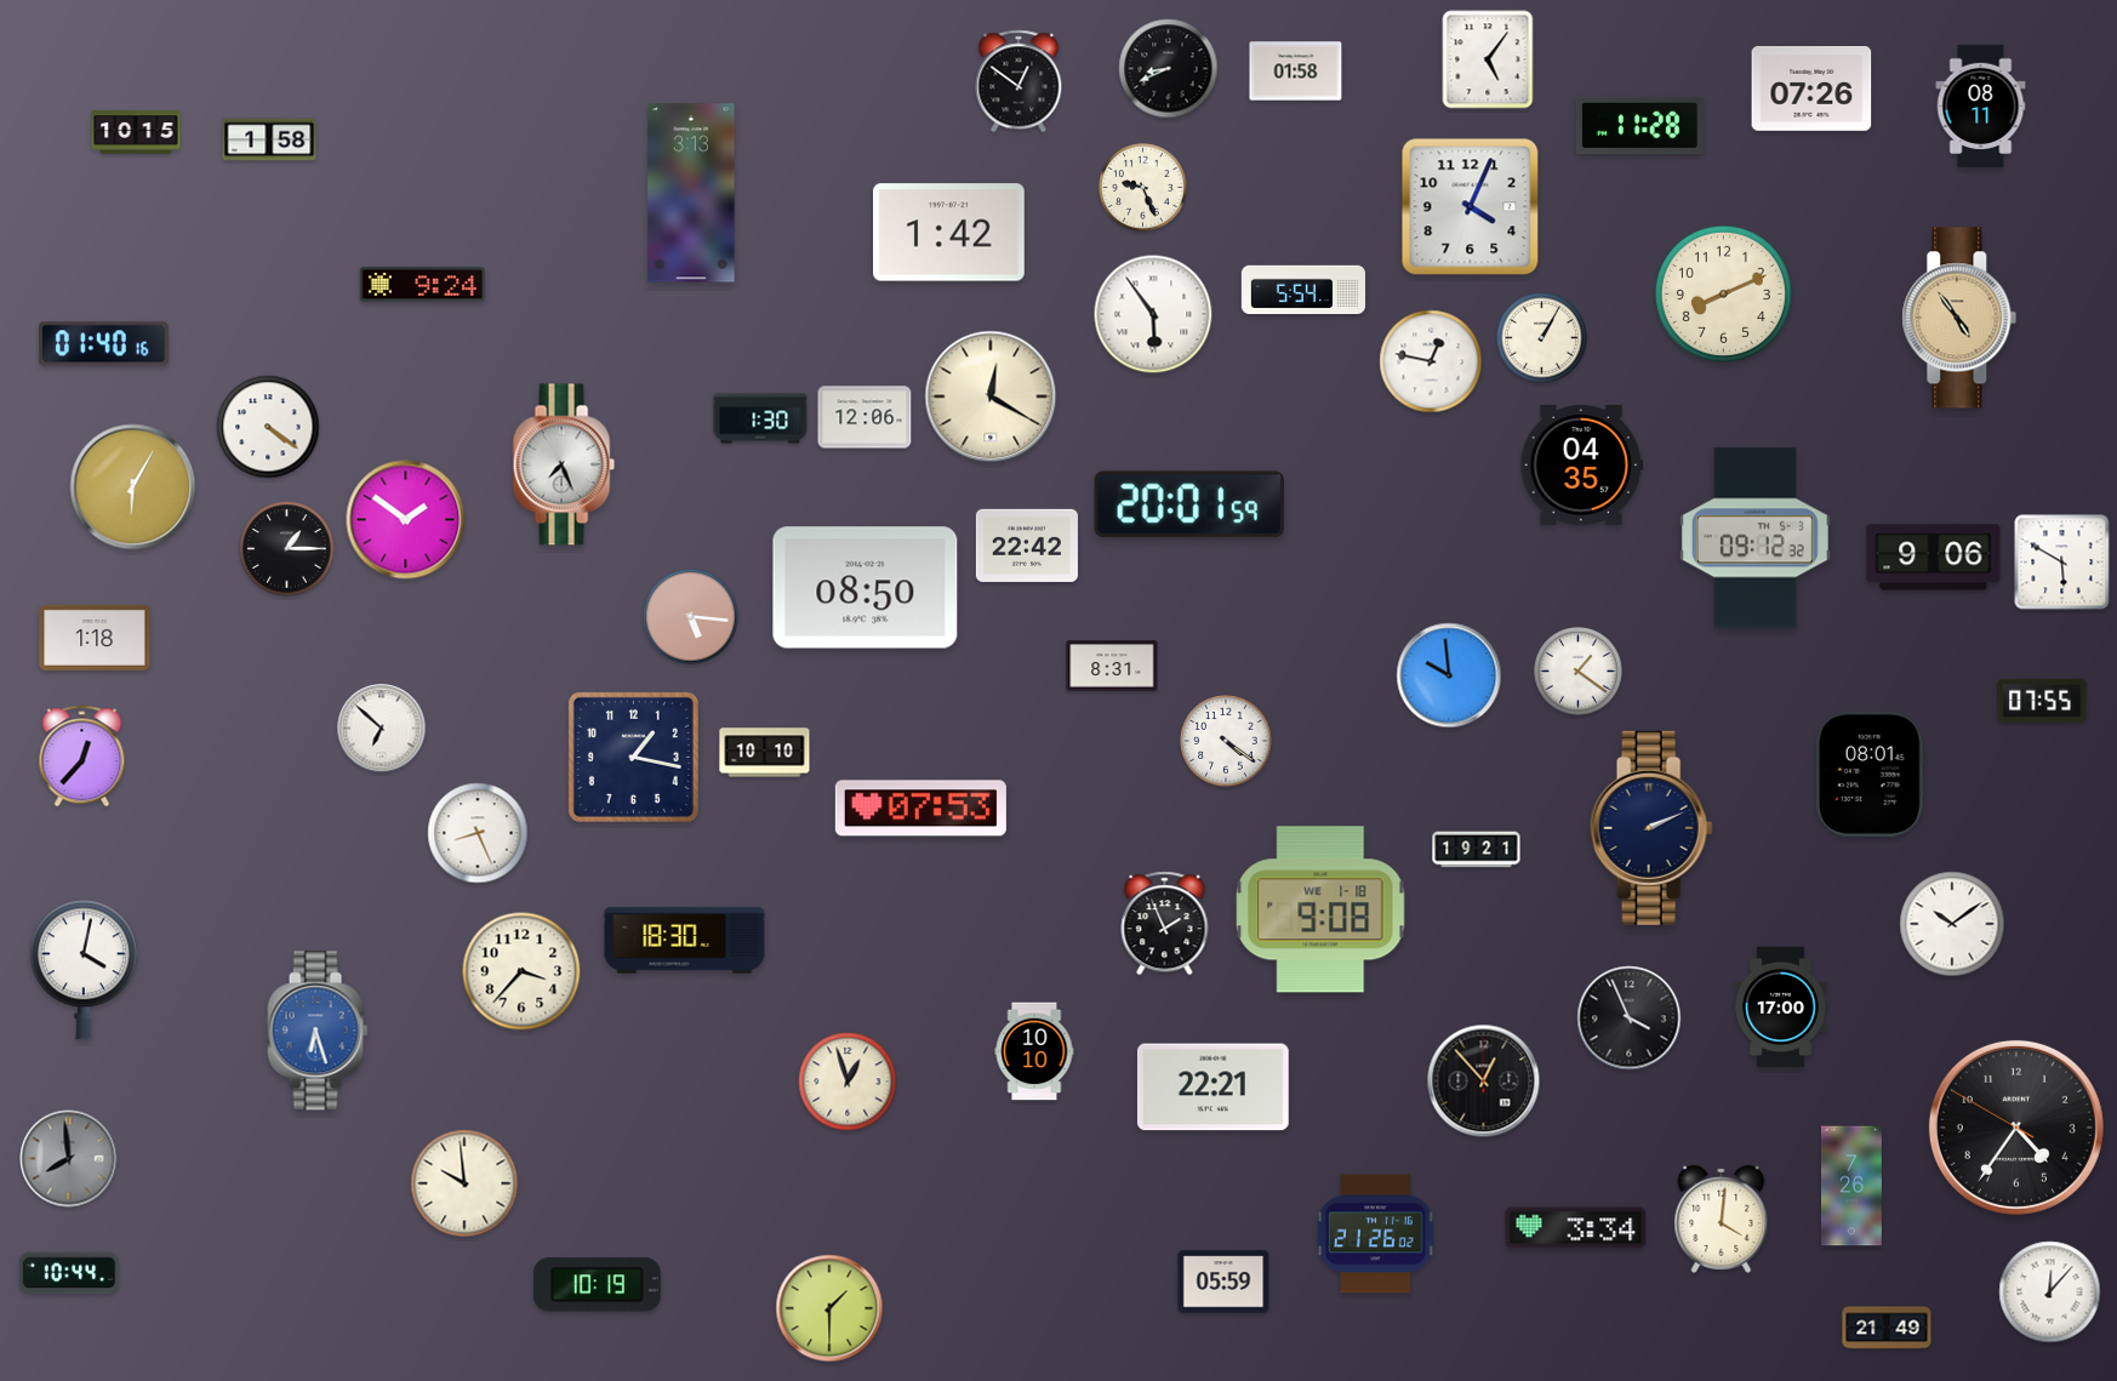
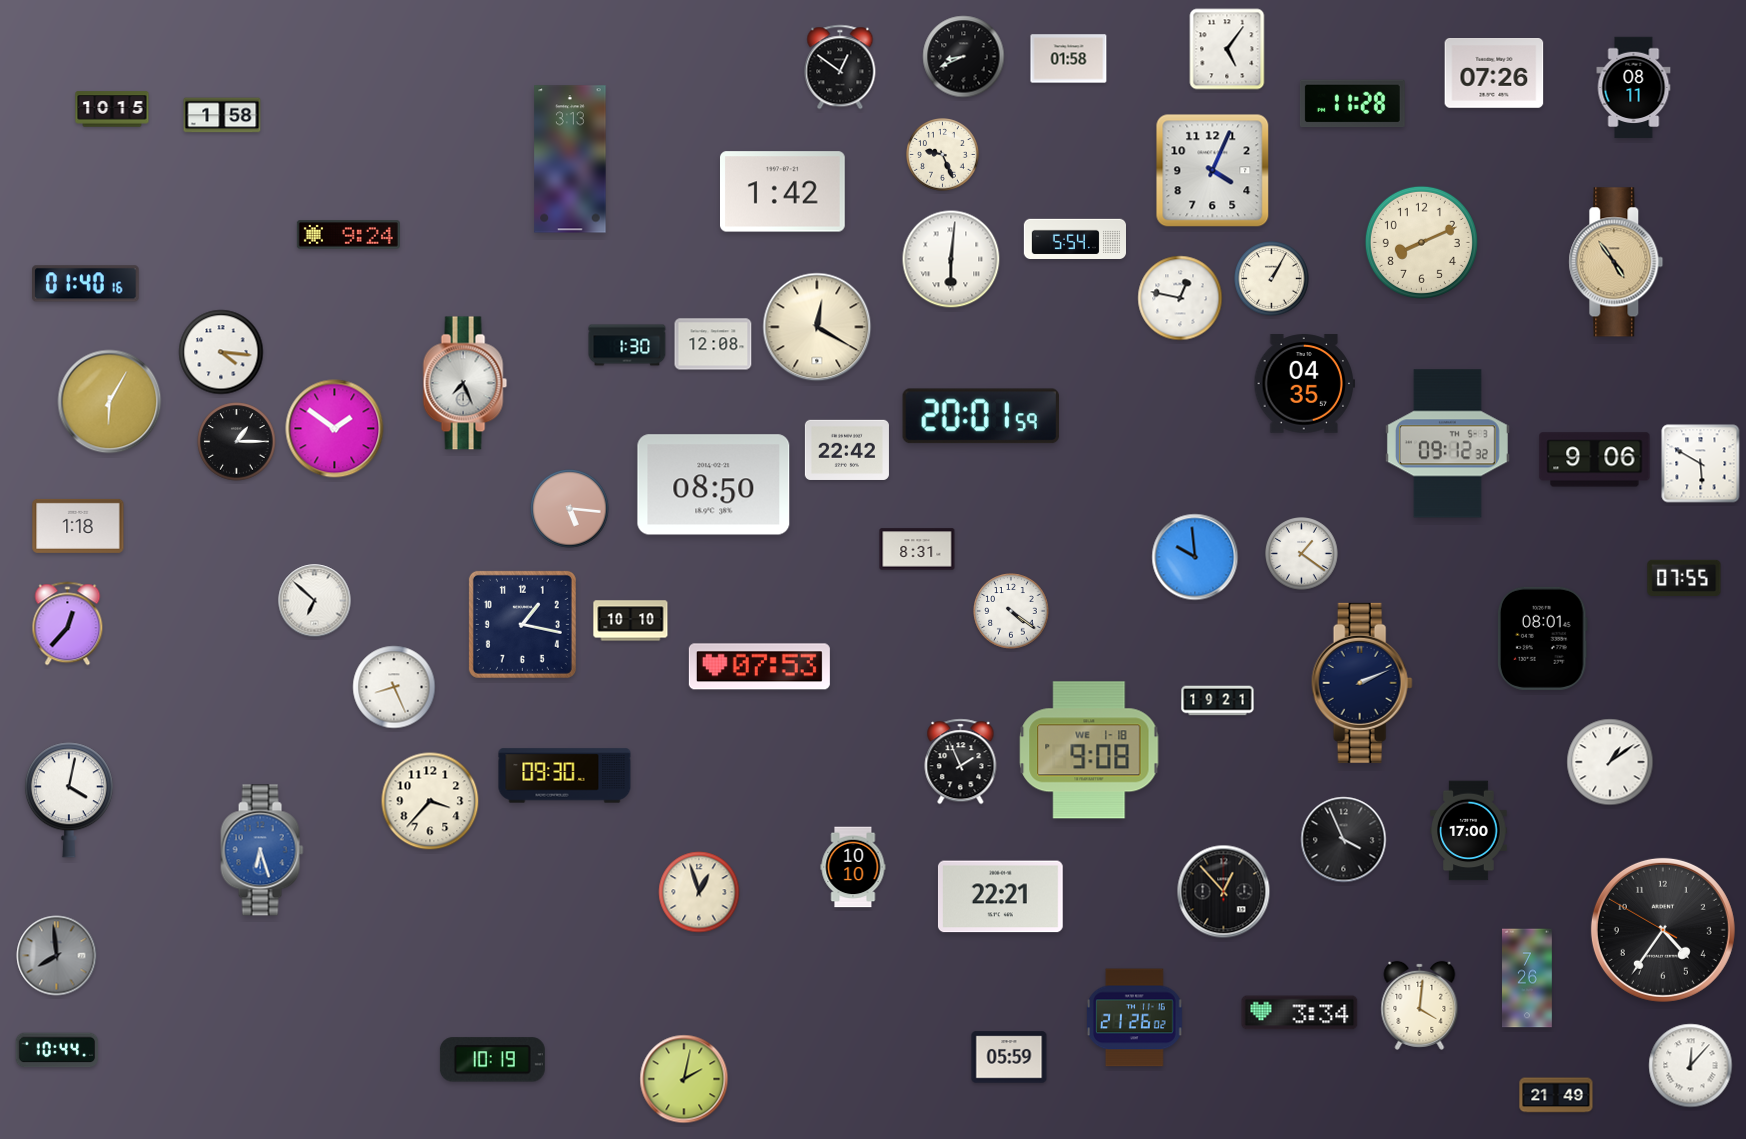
clock at (1153, 314): 5:54 -> 6:01
clock at (865, 417): 12:06 -> 12:08
clock at (268, 427): 4:21 -> 4:16
clock at (287, 549) position: (287, 549) -> (237, 442)
clock at (1952, 924): 10:09 -> 1:09
clock at (685, 941): 18:30 -> 09:30
clock at (464, 1183): 9:59 -> none
clock at (829, 1308): 1:30 -> 2:02
